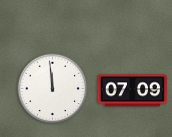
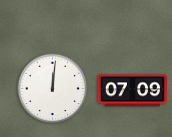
clock at (53, 89): 11:59 -> 12:01
